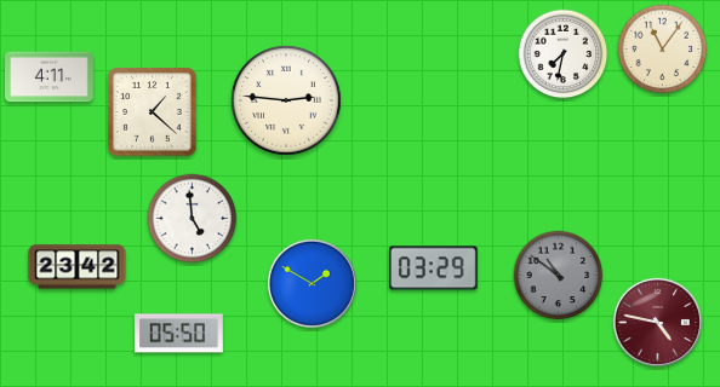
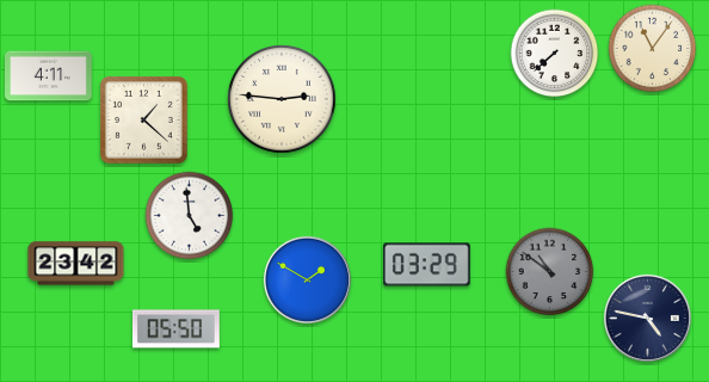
clock at (564, 54): 7:32 -> 7:38
clock at (153, 112) position: (153, 112) -> (144, 121)
clock at (657, 322) dial: burgundy -> navy
